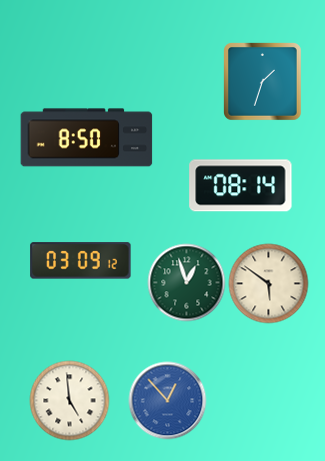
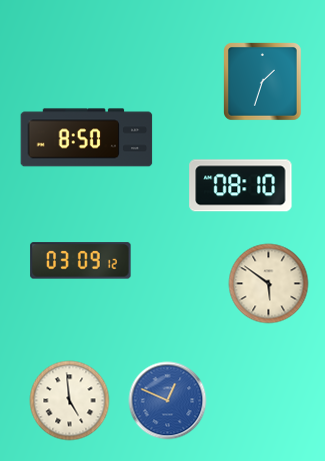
clock at (241, 186): 08:14 -> 08:10
clock at (186, 282): 12:57 -> none
clock at (167, 400): 12:53 -> 12:49
